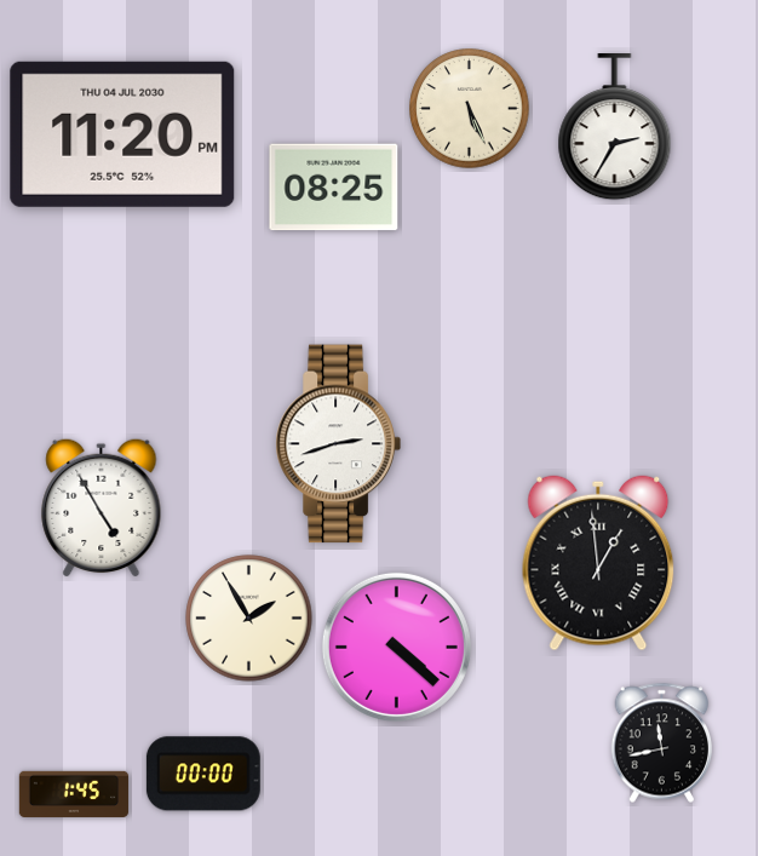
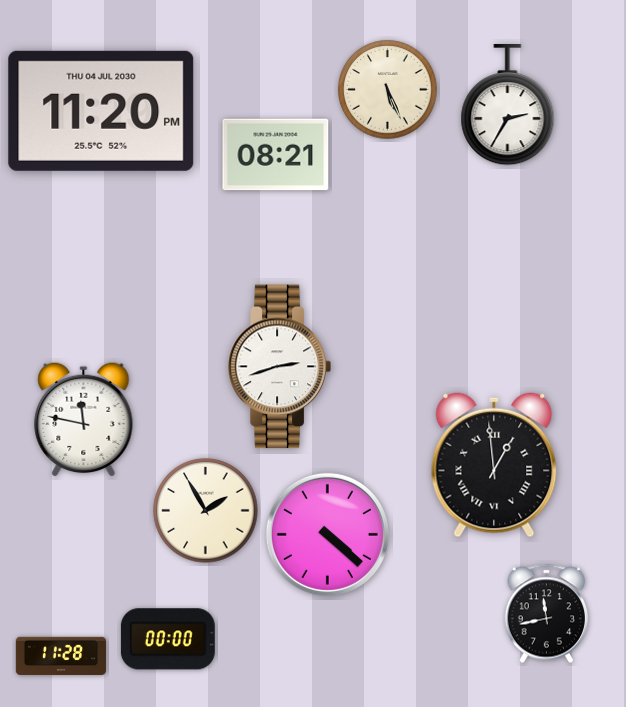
clock at (334, 188): 08:25 -> 08:21
clock at (102, 507): 4:55 -> 11:47
clock at (74, 794): 1:45 -> 11:28
